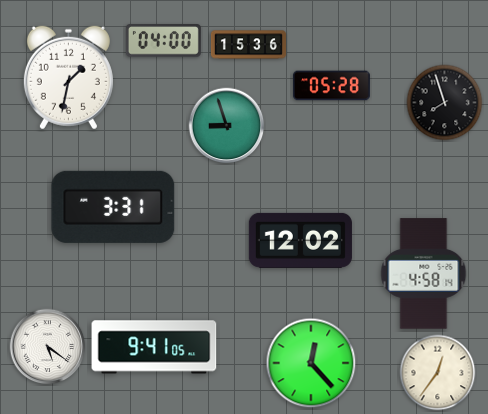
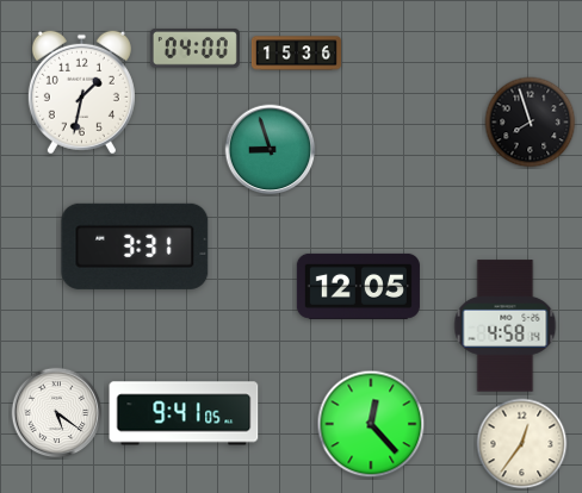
clock at (332, 86): 05:28 -> none
clock at (300, 240): 12:02 -> 12:05
clock at (311, 363) position: (311, 363) -> (371, 424)
